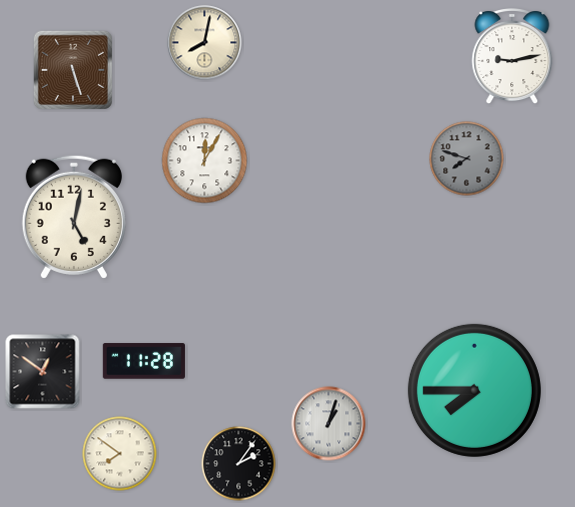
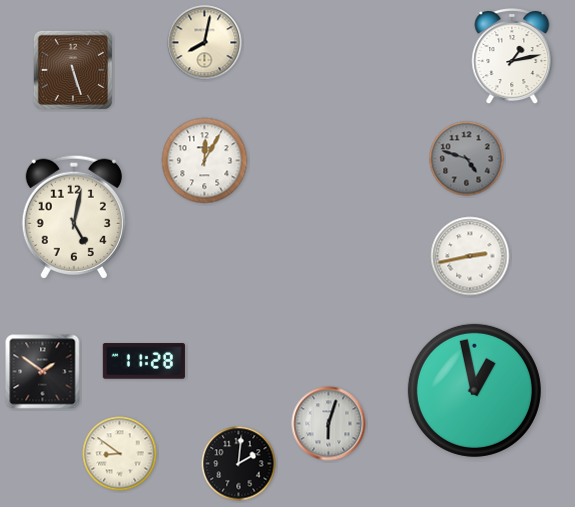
clock at (512, 57): 9:13 -> 1:13
clock at (467, 159): 7:48 -> 4:48
clock at (470, 256): none -> 2:43
clock at (43, 372): 12:51 -> 1:51
clock at (474, 390): 7:45 -> 12:58
clock at (329, 424): 1:03 -> 6:03
clock at (120, 454): 7:51 -> 8:51
clock at (239, 464): 2:06 -> 2:01
